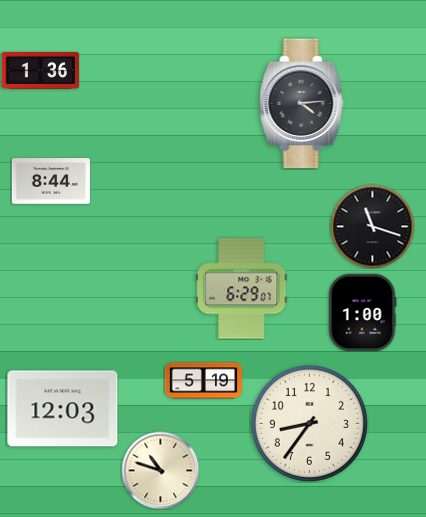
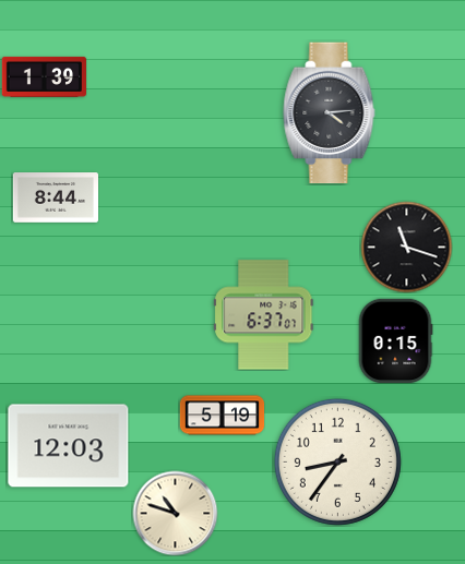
clock at (40, 70): 1:36 -> 1:39
clock at (242, 289): 6:29 -> 6:37
clock at (362, 312): 1:00 -> 0:15
